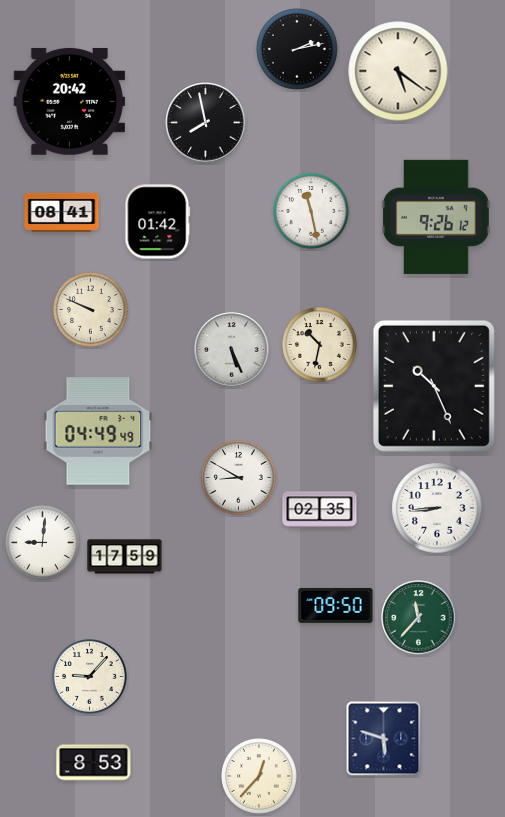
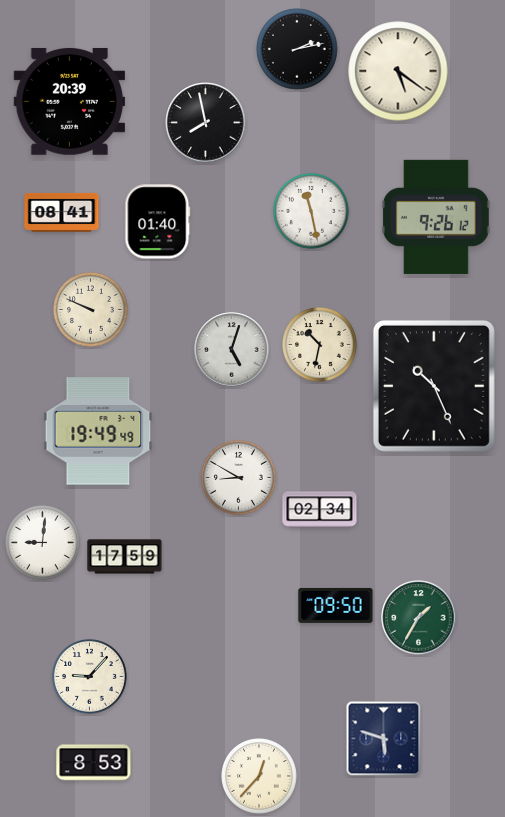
clock at (70, 101): 20:42 -> 20:39
clock at (158, 222): 01:42 -> 01:40
clock at (232, 350): 5:26 -> 5:03
clock at (98, 431): 04:49 -> 19:49
clock at (437, 508): 8:44 -> none
clock at (320, 510): 02:35 -> 02:34
clock at (419, 618): 11:37 -> 1:35
